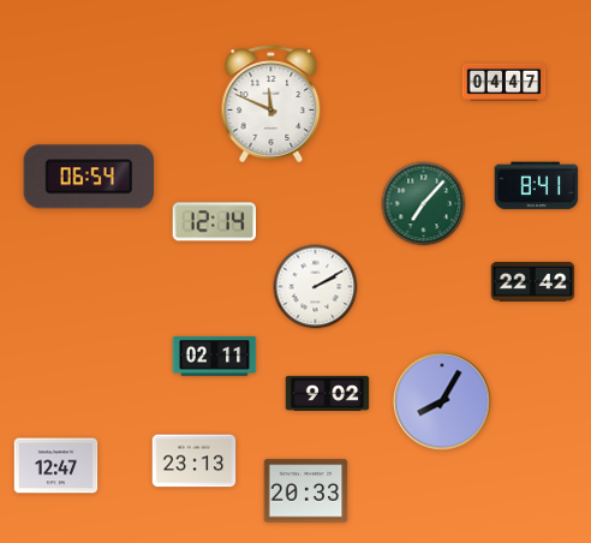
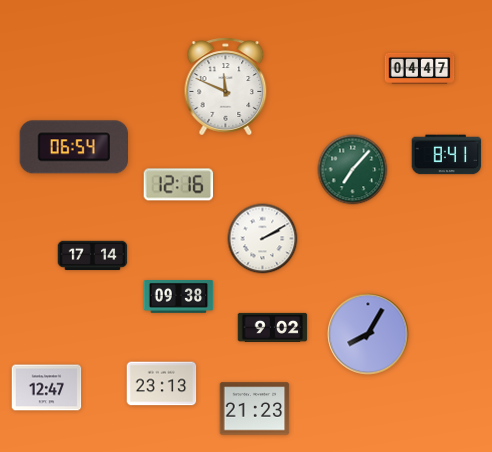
clock at (215, 222): 12:14 -> 12:16
clock at (533, 282): 22:42 -> none
clock at (93, 256): none -> 17:14
clock at (215, 357): 02:11 -> 09:38
clock at (306, 491): 20:33 -> 21:23
